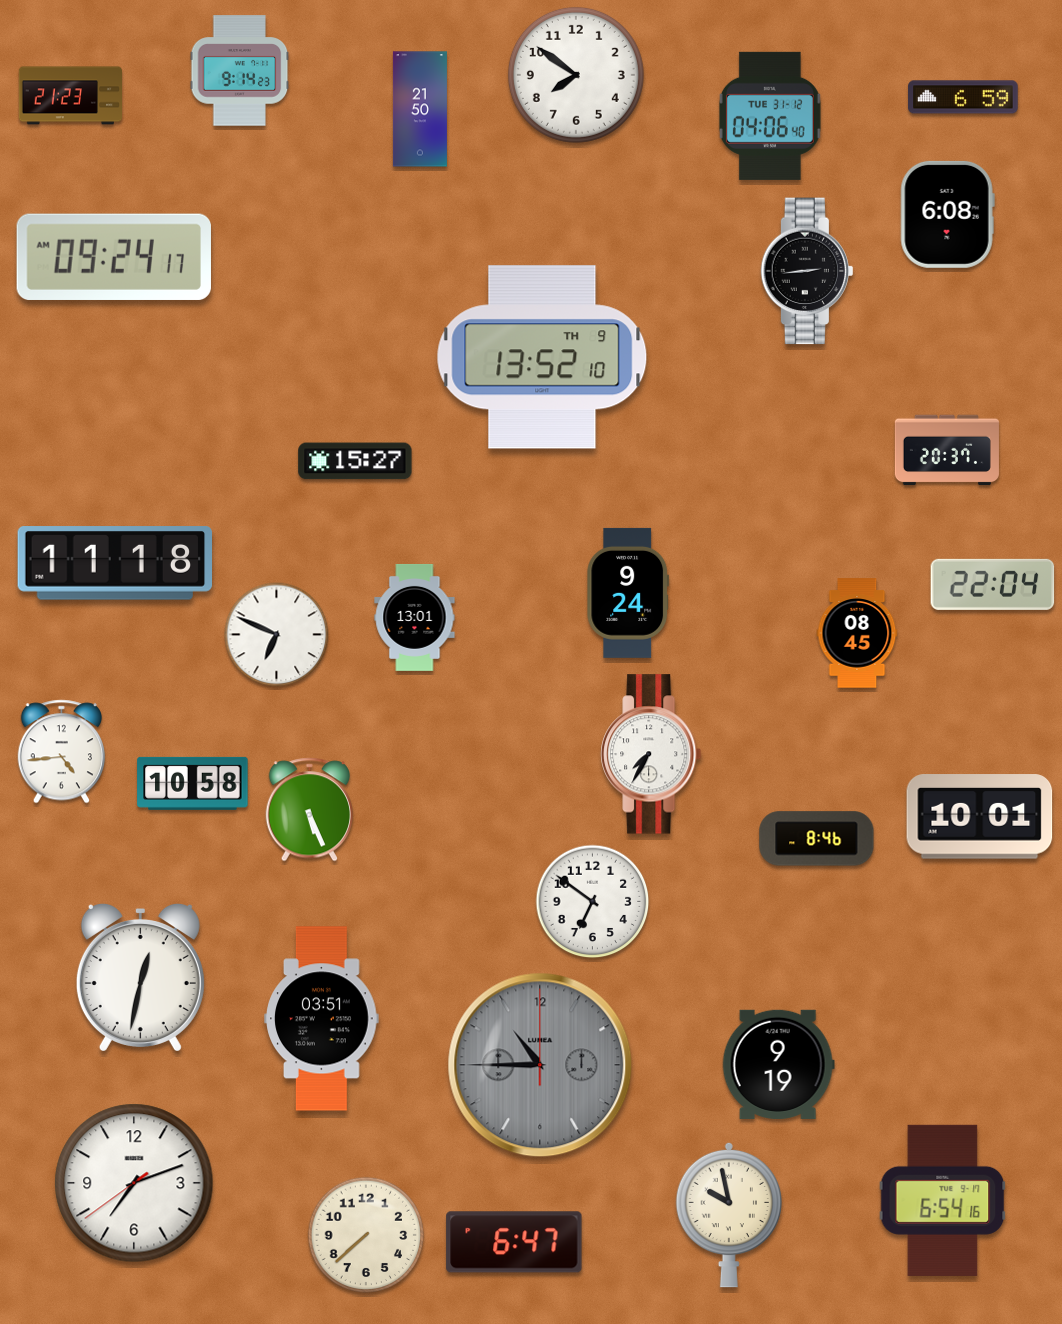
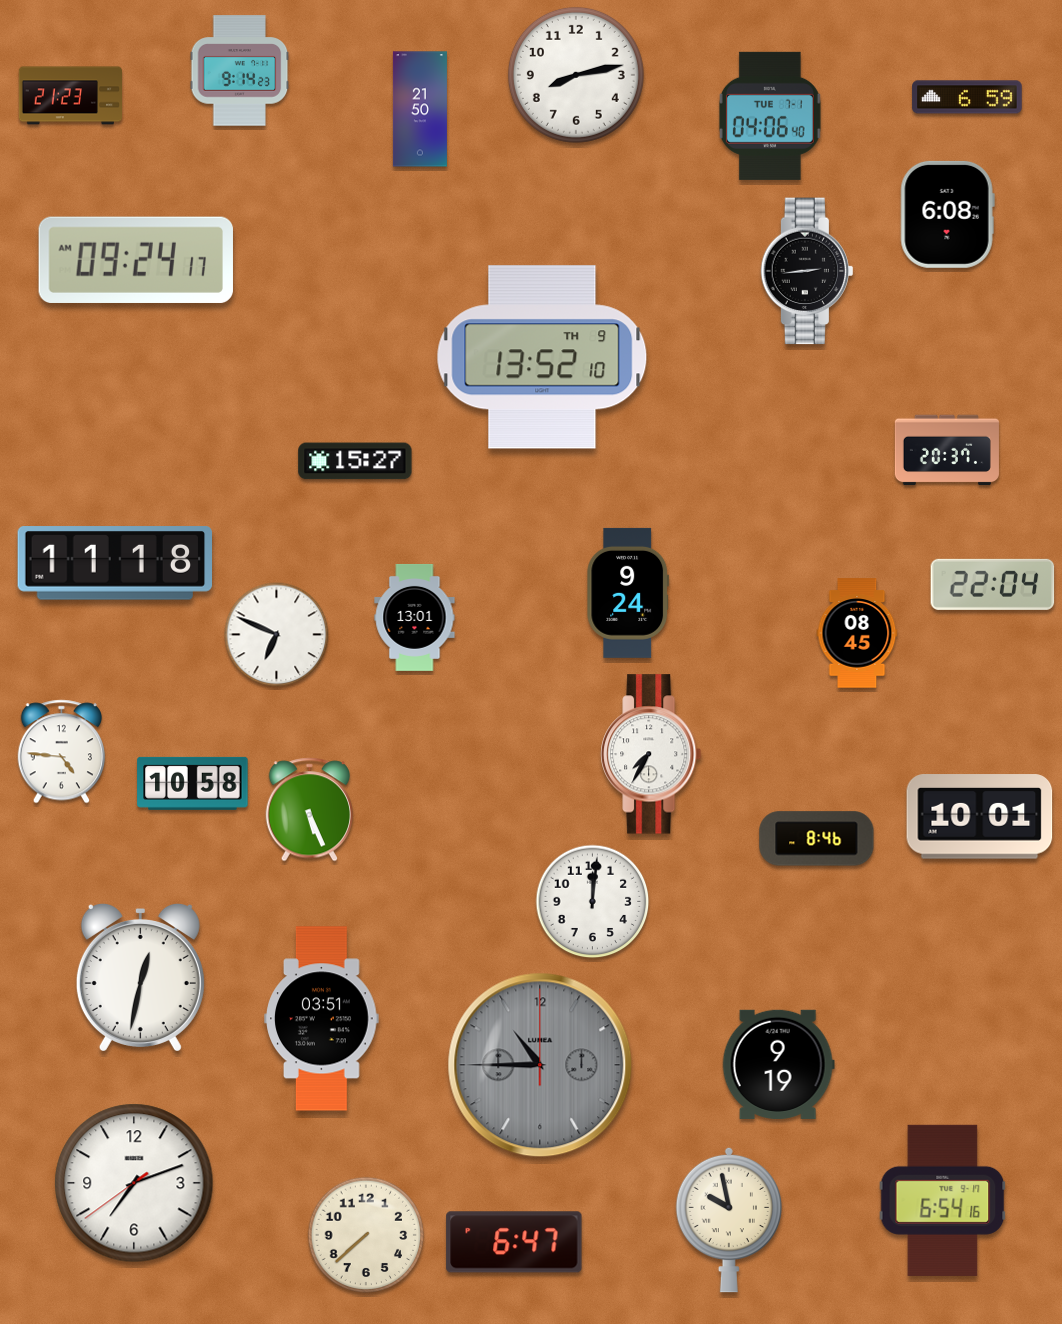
clock at (576, 75): 7:51 -> 8:13
clock at (963, 97) position: (963, 97) -> (967, 97)
clock at (770, 116) date: TUE 31-12 -> TUE 7-1
clock at (113, 257) position: (113, 257) -> (135, 260)
clock at (62, 752): 4:44 -> 4:46
clock at (593, 902): 6:51 -> 12:01
clock at (728, 1215) position: (728, 1215) -> (728, 1220)
